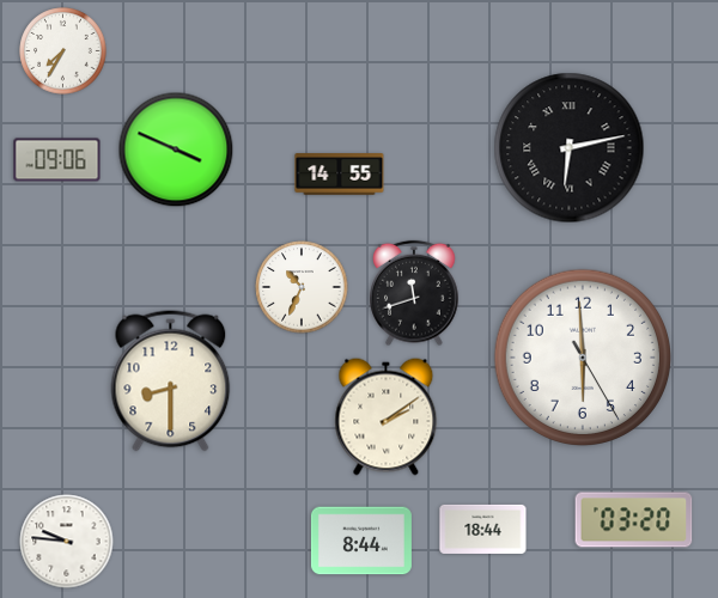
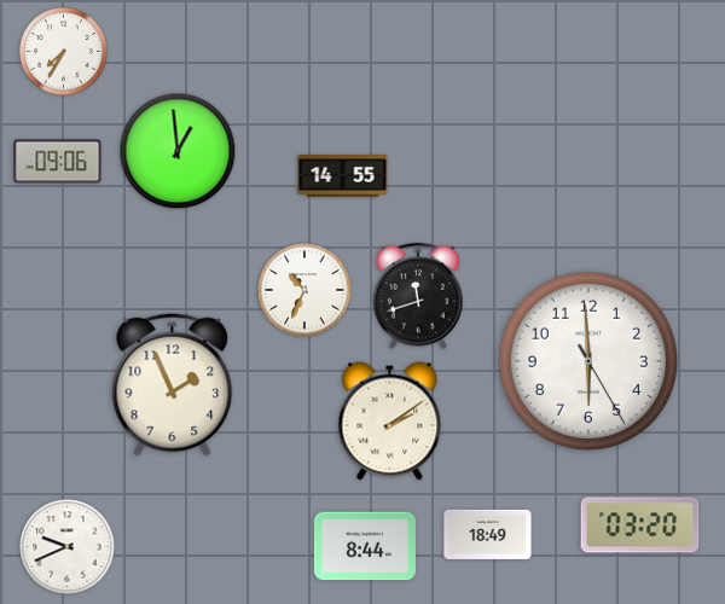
clock at (570, 148): 6:13 -> none
clock at (176, 149): 3:49 -> 12:59
clock at (171, 382): 8:30 -> 1:56
clock at (483, 529): 18:44 -> 18:49
clock at (67, 542): 9:46 -> 9:41
